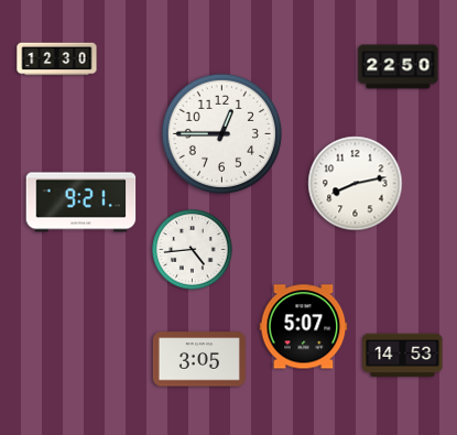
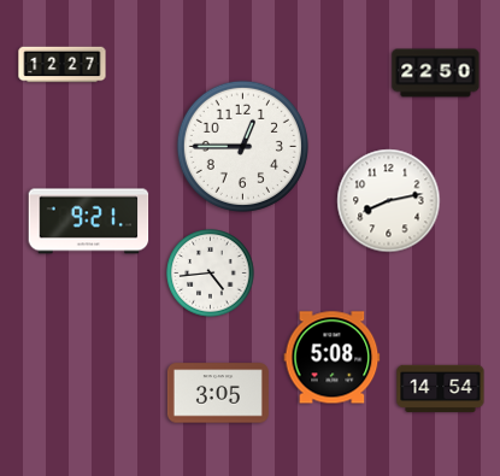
clock at (57, 59): 12:30 -> 12:27
clock at (304, 327): 5:07 -> 5:08
clock at (403, 355): 14:53 -> 14:54
